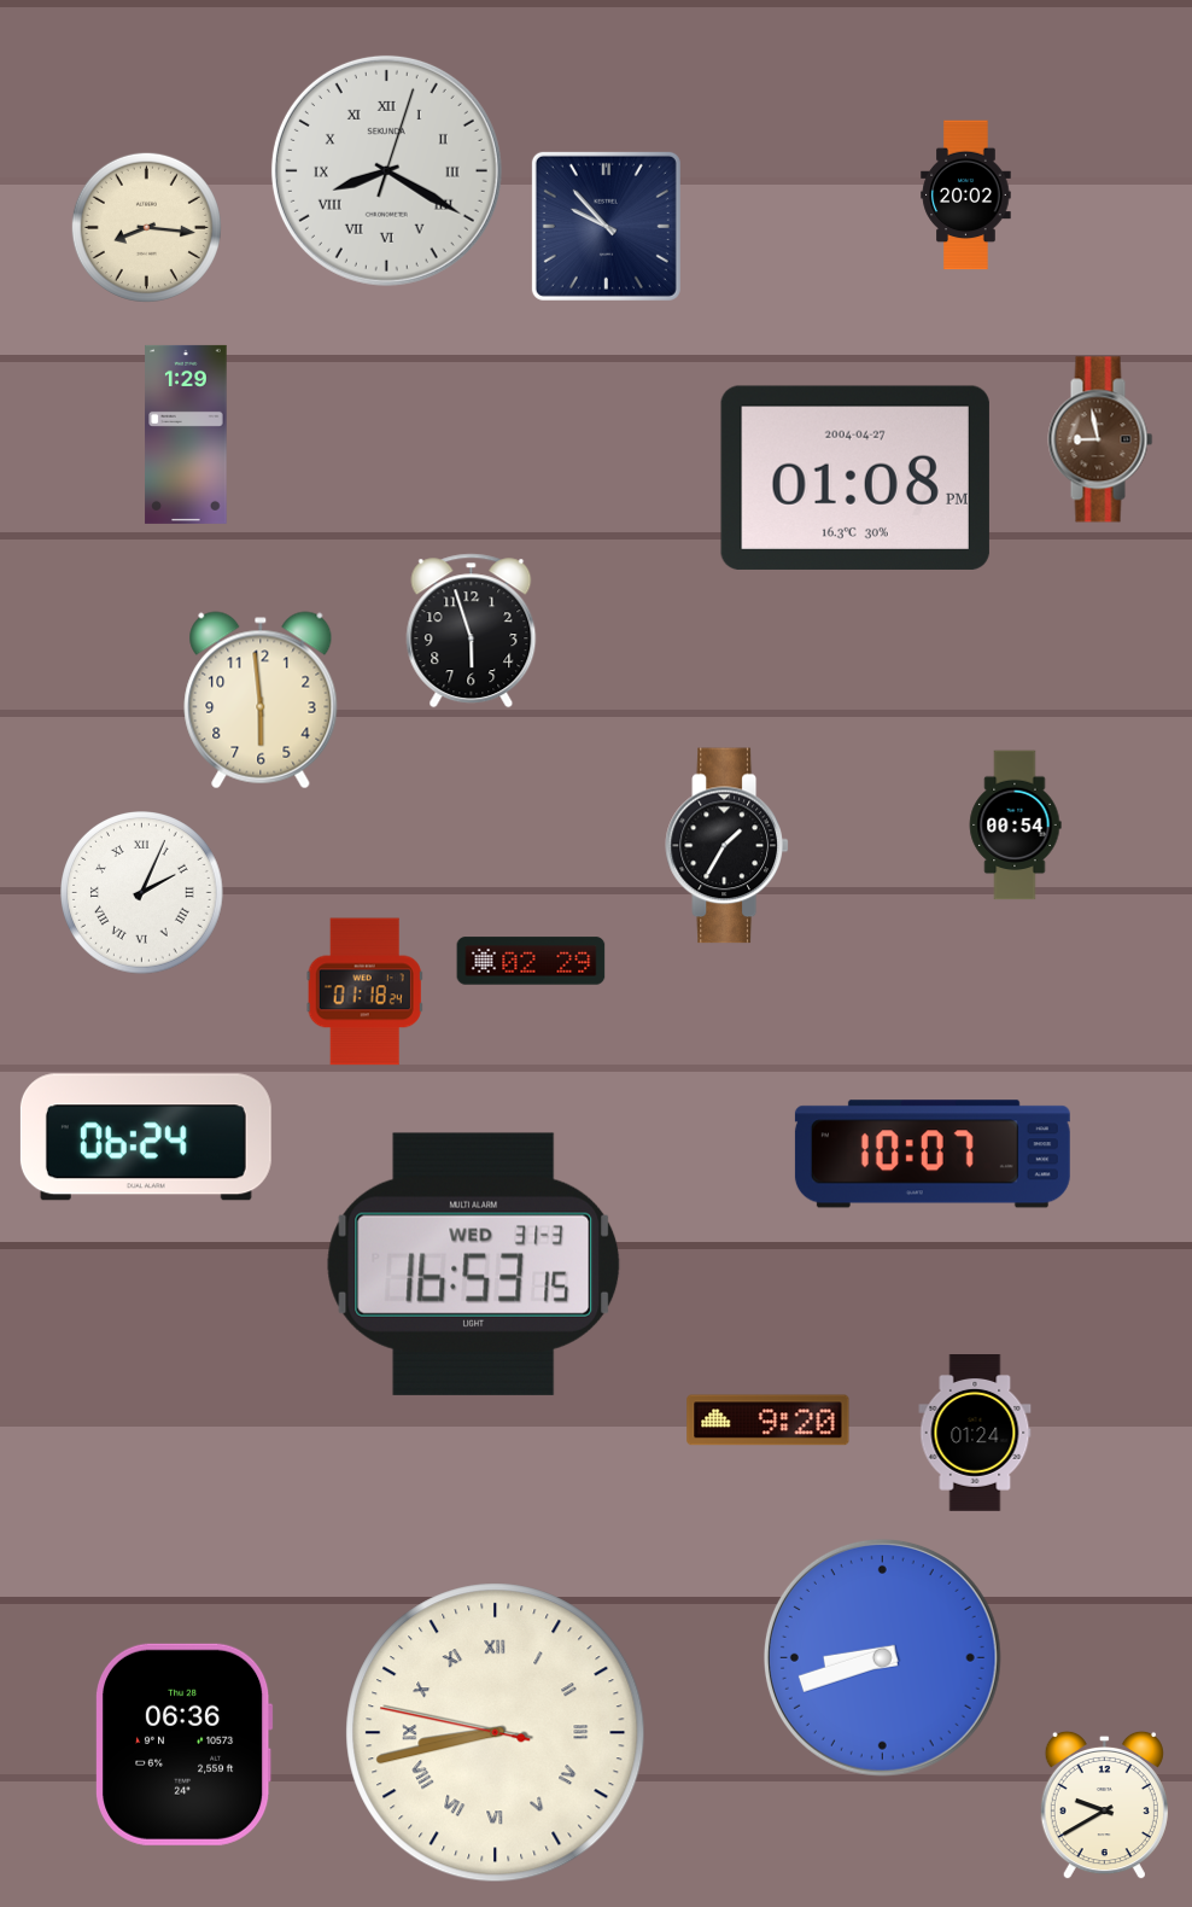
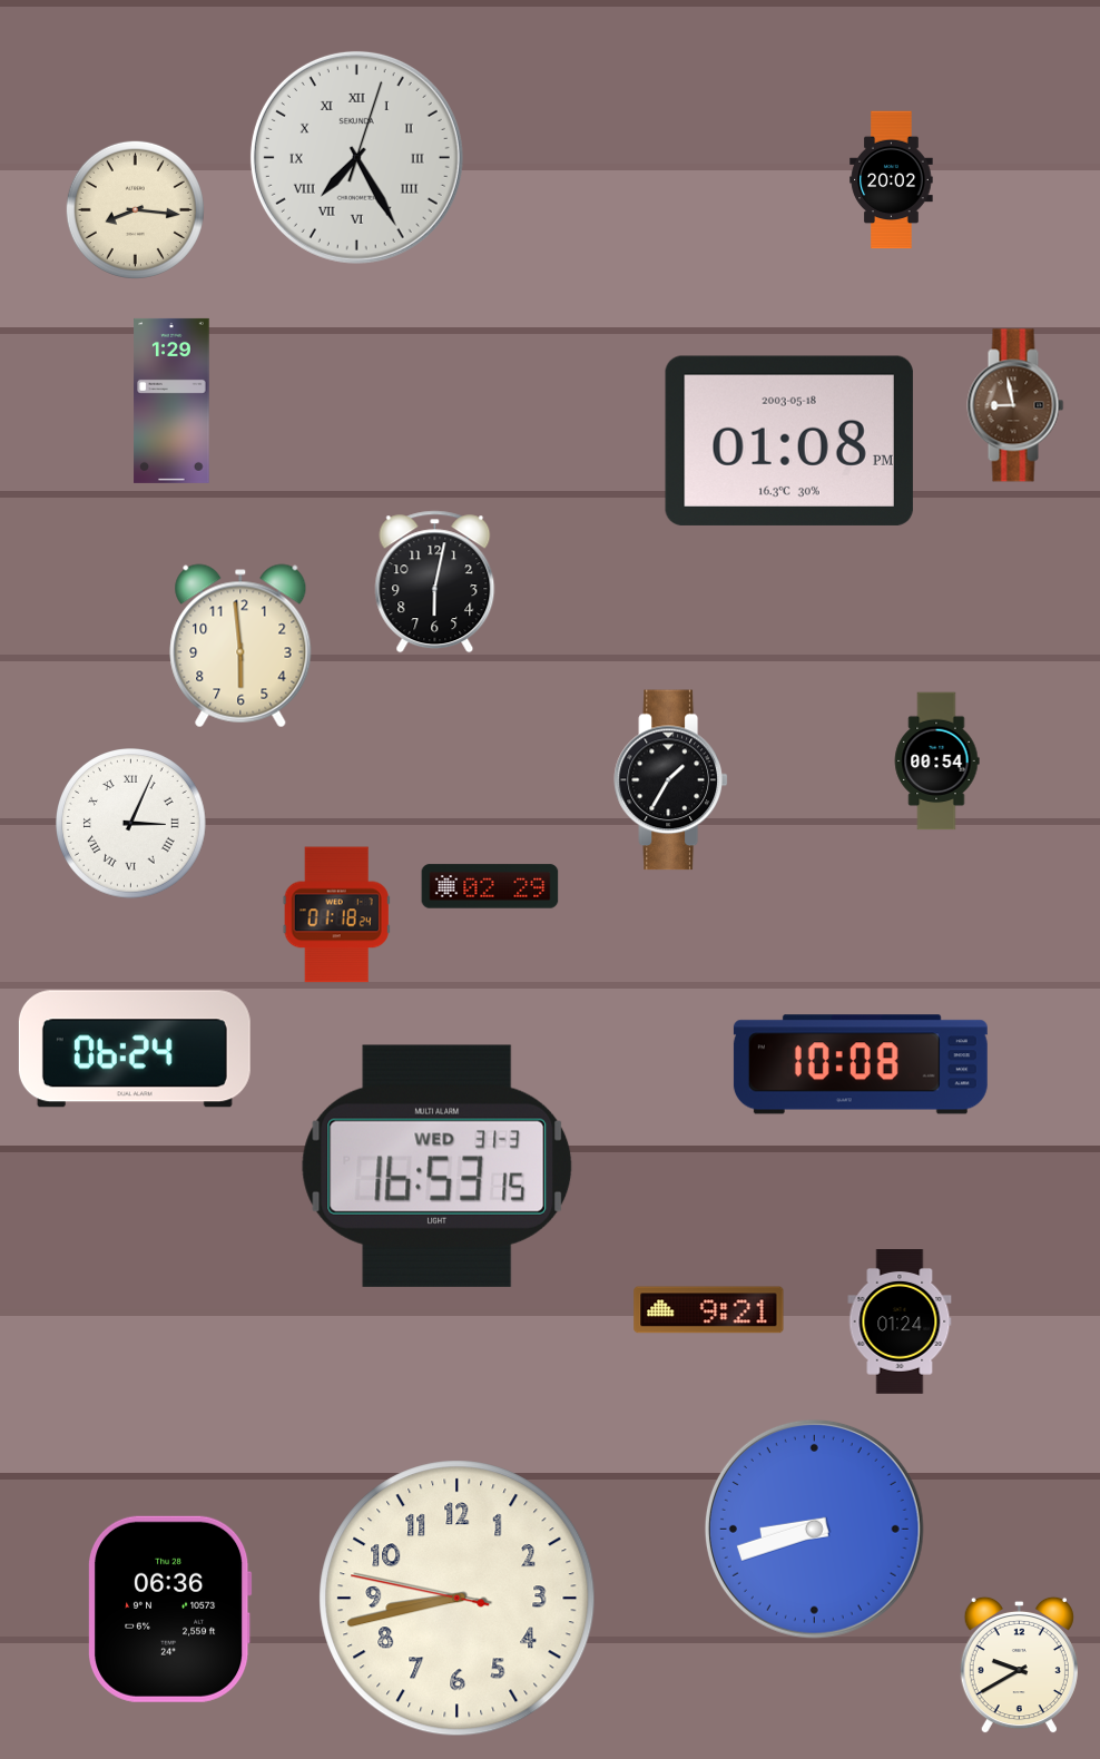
clock at (386, 170): 8:20 -> 7:25
clock at (606, 226): 9:53 -> none
clock at (855, 478) date: 2004-04-27 -> 2003-05-18
clock at (472, 631): 5:57 -> 6:02
clock at (142, 893): 2:04 -> 3:04
clock at (933, 1154): 10:07 -> 10:08
clock at (769, 1421): 9:20 -> 9:21
clock at (496, 1733) numerals: Roman -> Arabic
